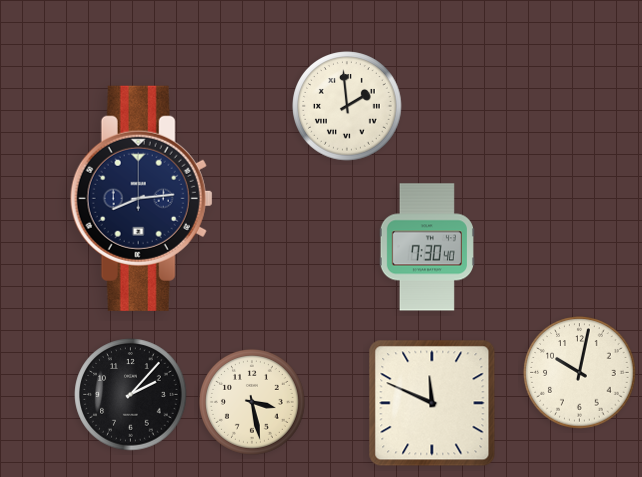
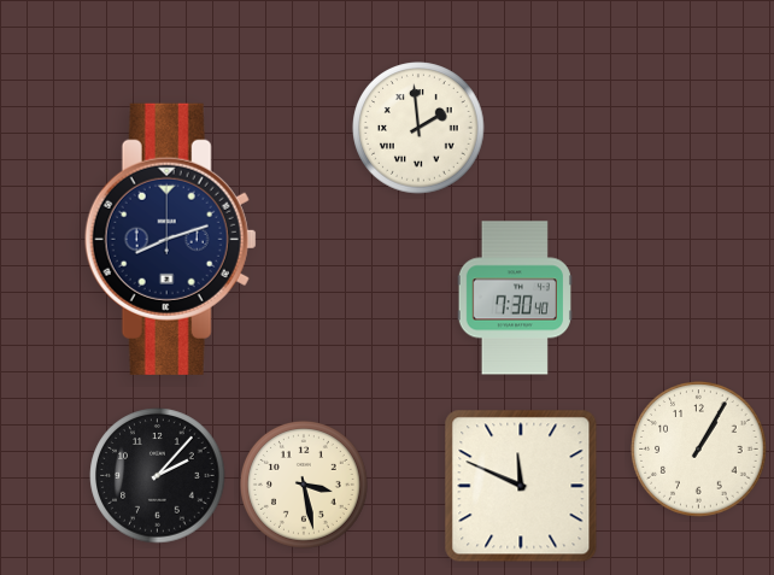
clock at (141, 198): 8:14 -> 8:12
clock at (580, 373): 10:02 -> 1:05
